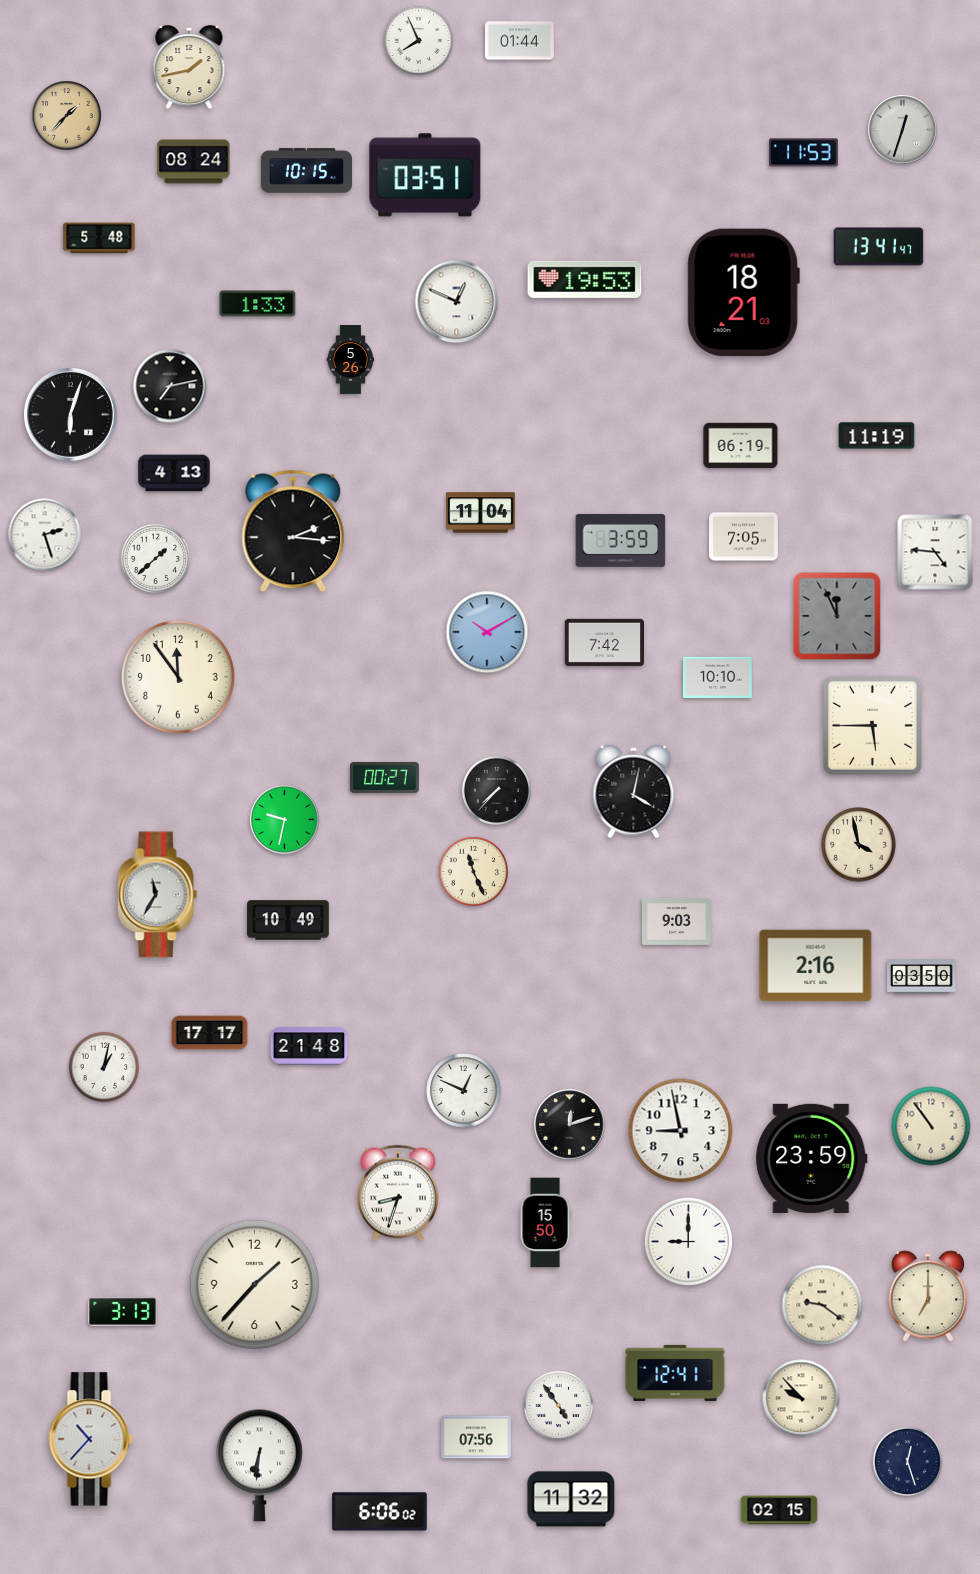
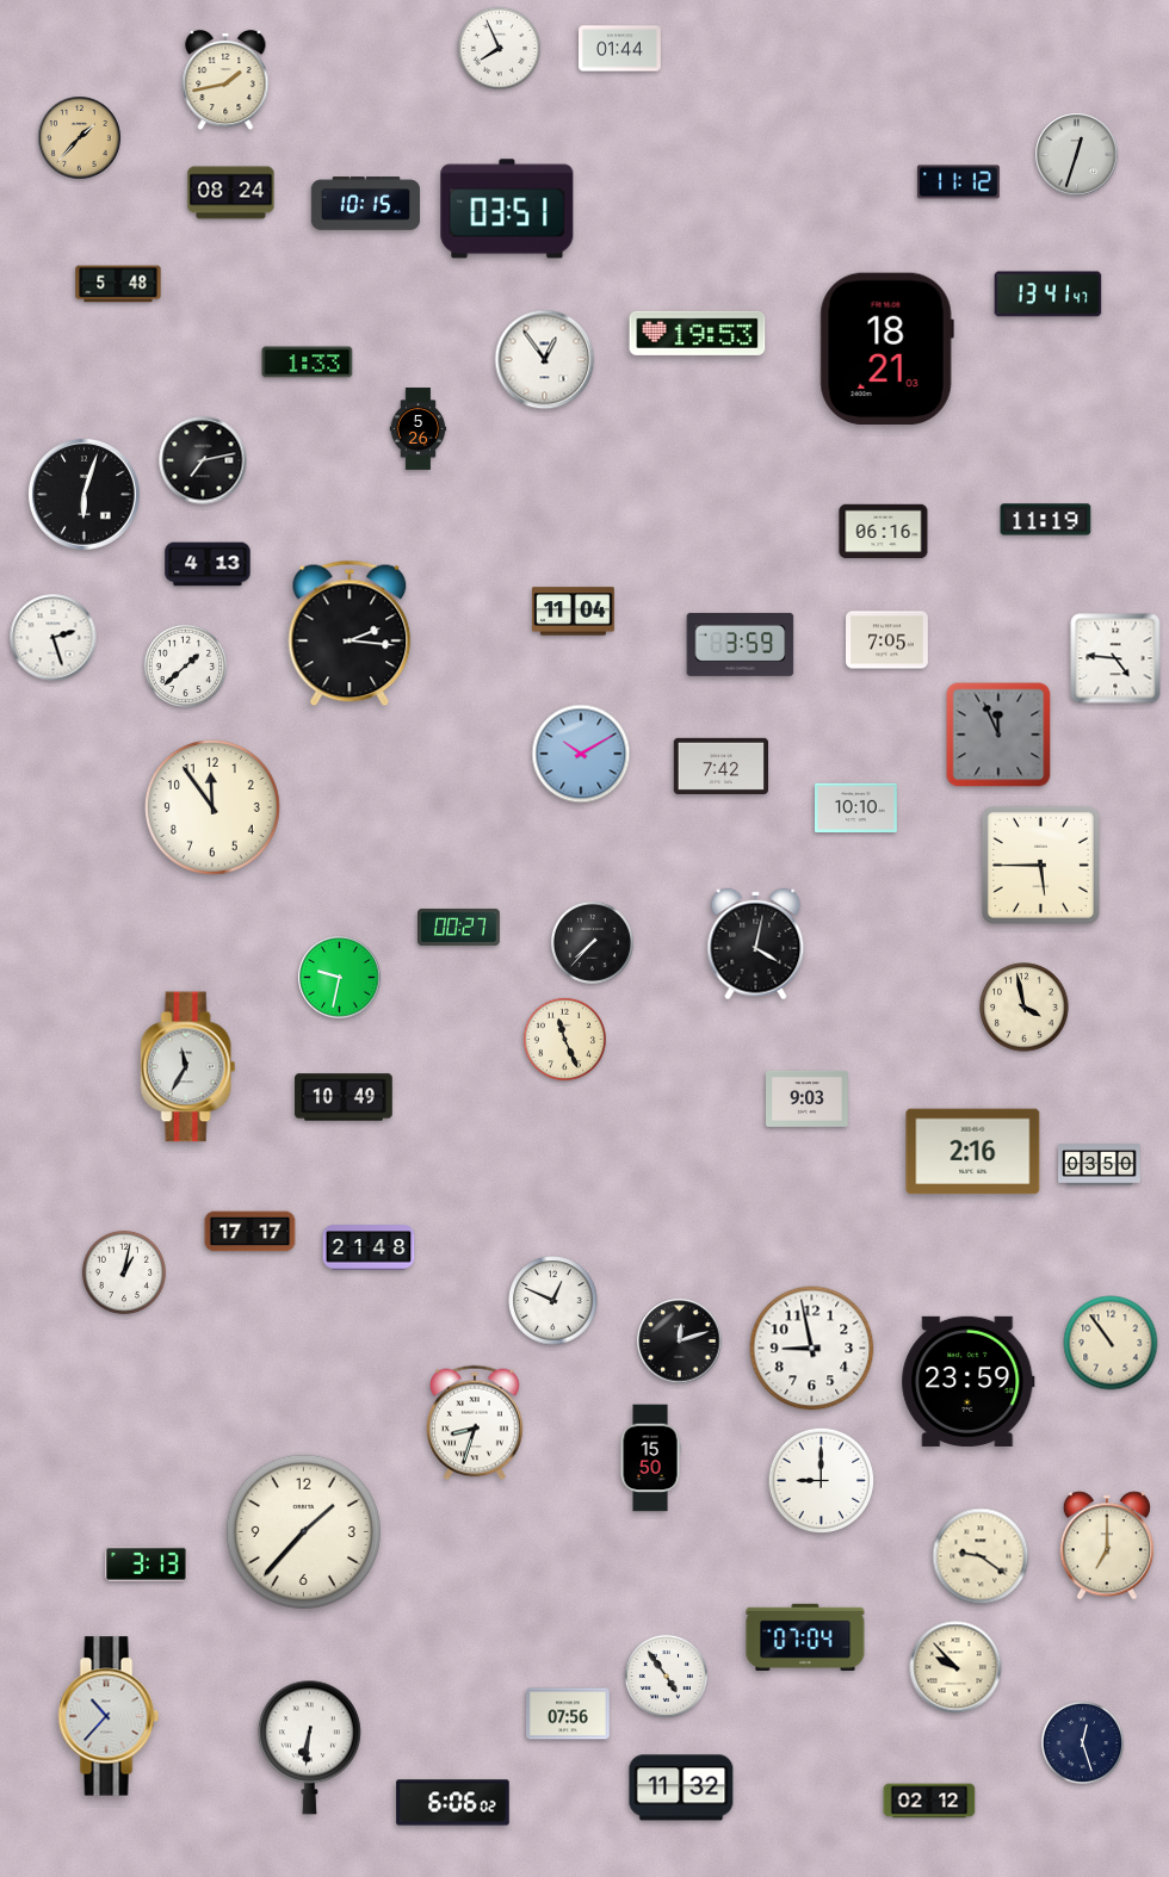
clock at (803, 153): 11:53 -> 11:12
clock at (457, 302): 12:49 -> 12:54
clock at (741, 446): 06:19 -> 06:16
clock at (675, 1373): 12:41 -> 07:04
clock at (779, 1510): 02:15 -> 02:12
